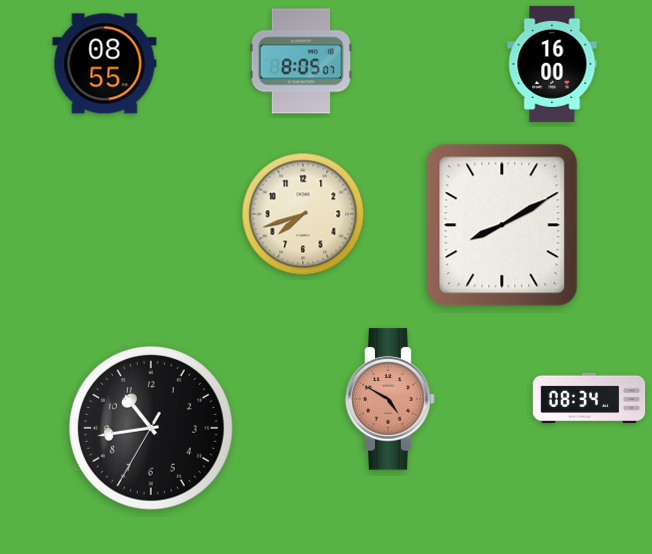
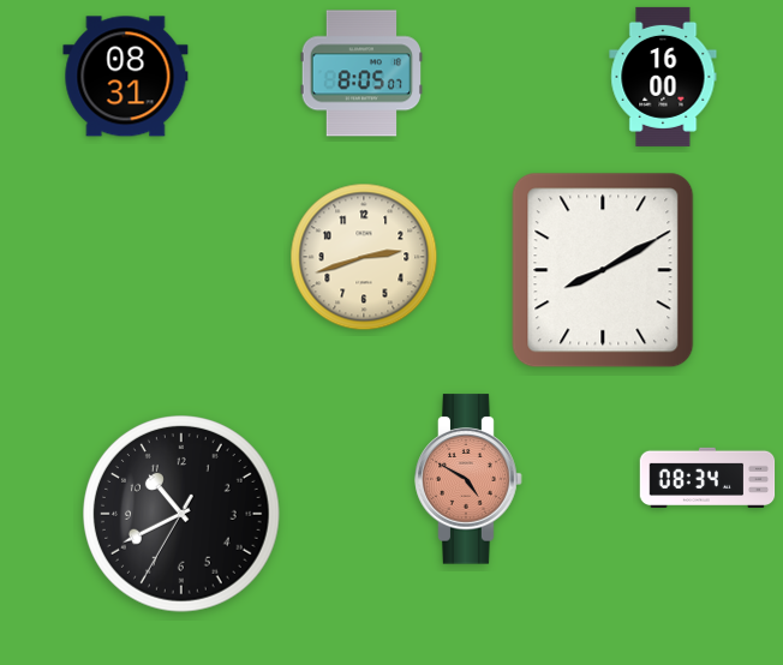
clock at (105, 64): 08:55 -> 08:31
clock at (303, 214): 7:42 -> 2:42
clock at (151, 428): 10:43 -> 10:40
